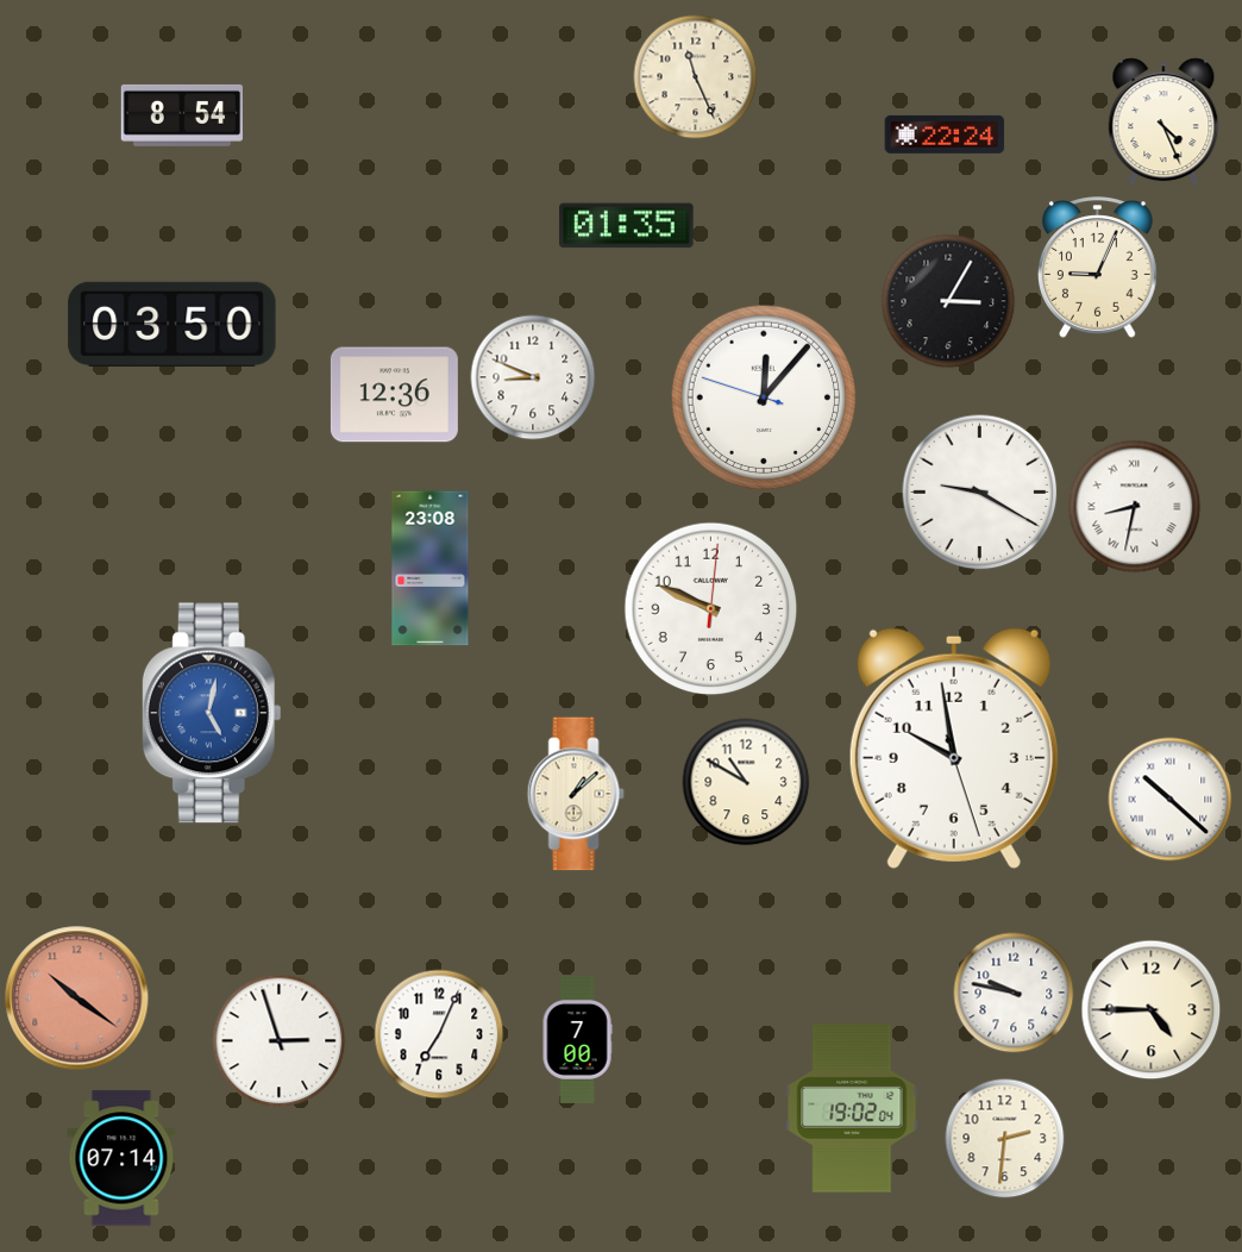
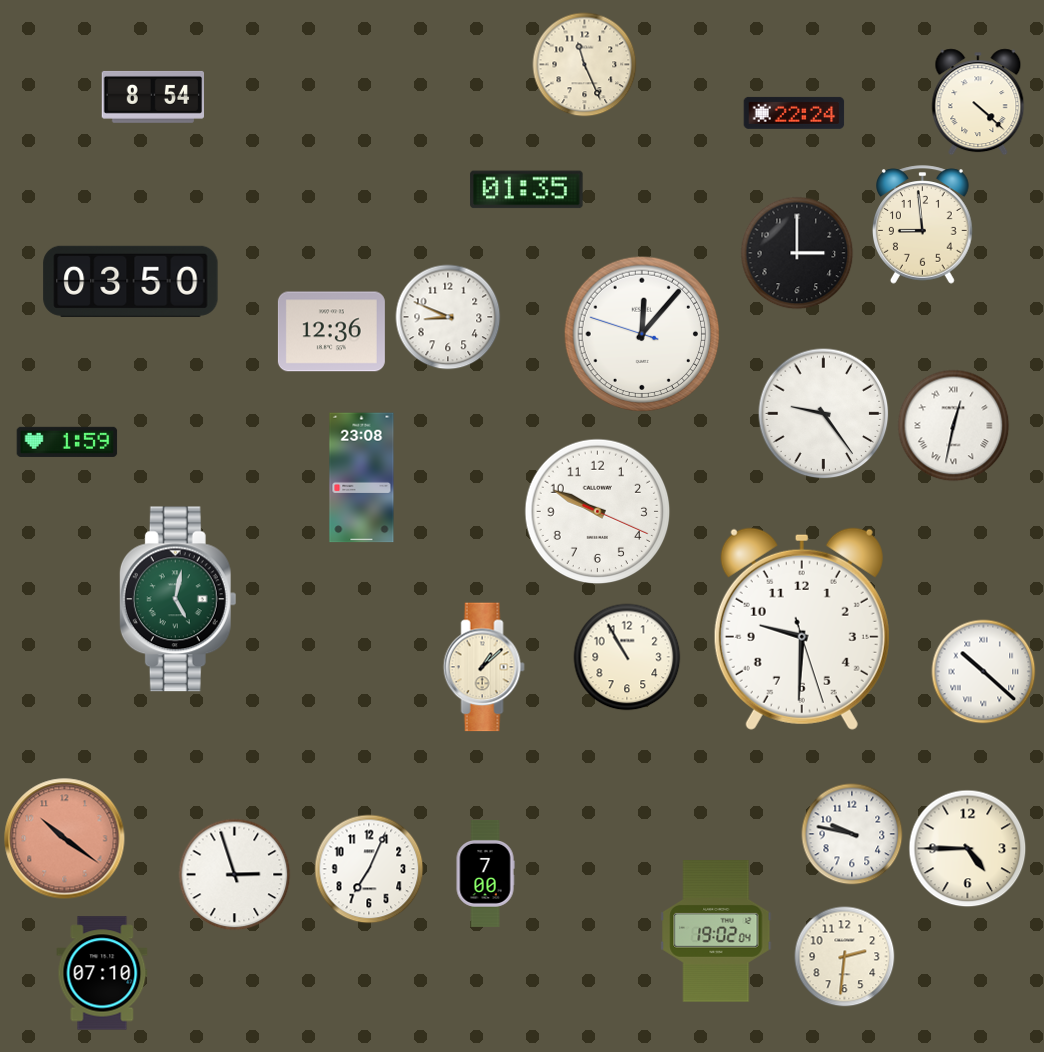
clock at (1163, 121): 4:26 -> 4:22
clock at (1098, 268): 9:04 -> 8:59
clock at (948, 301): 3:05 -> 3:00
clock at (172, 324) position: (172, 324) -> (131, 281)
clock at (980, 493): 9:20 -> 9:24
clock at (1135, 507): 8:32 -> 12:32
clock at (67, 442): none -> 1:59
clock at (711, 609): 9:49:01 -> 9:49:19
clock at (212, 713) dial: blue -> green
clock at (954, 749): 9:58 -> 9:30
clock at (746, 782): 10:50 -> 10:55
clock at (121, 1158): 07:14 -> 07:10
